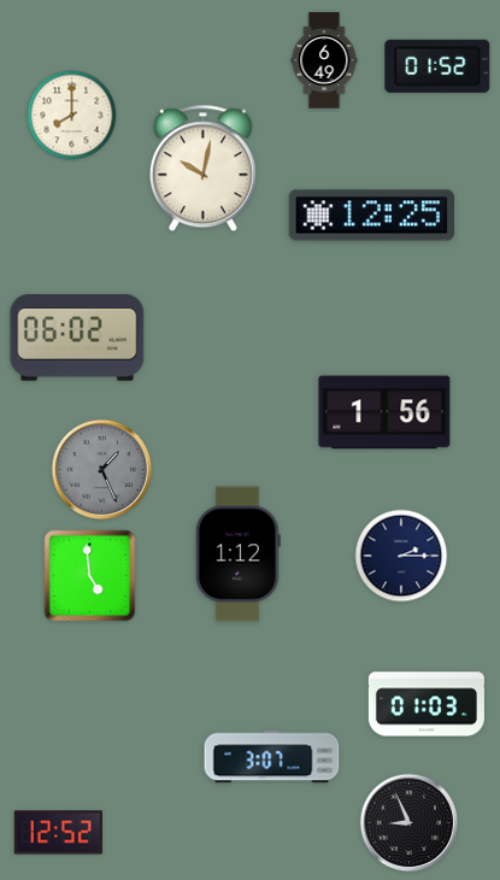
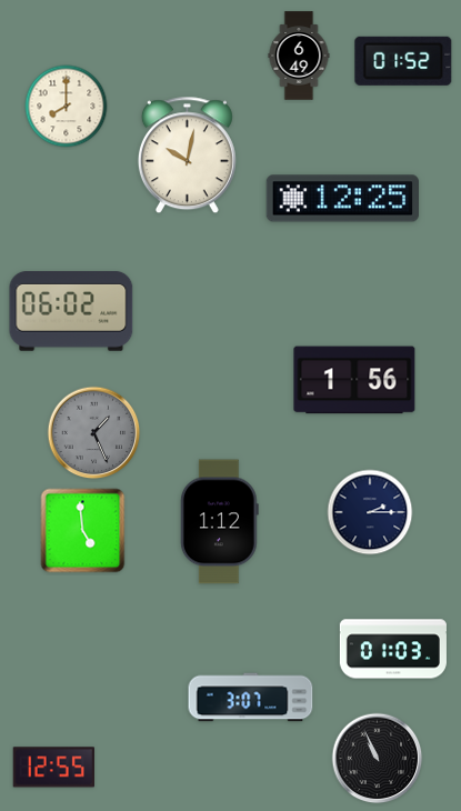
clock at (237, 555) position: (237, 555) -> (219, 522)
clock at (410, 823): 8:56 -> 10:56
clock at (58, 833): 12:52 -> 12:55
